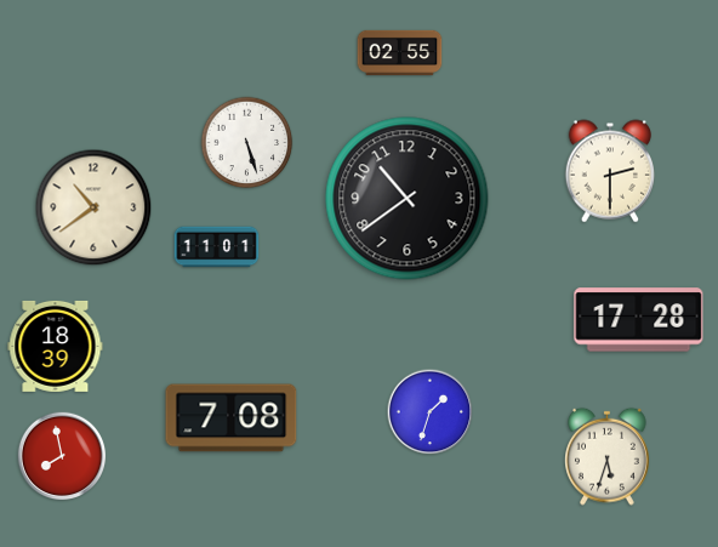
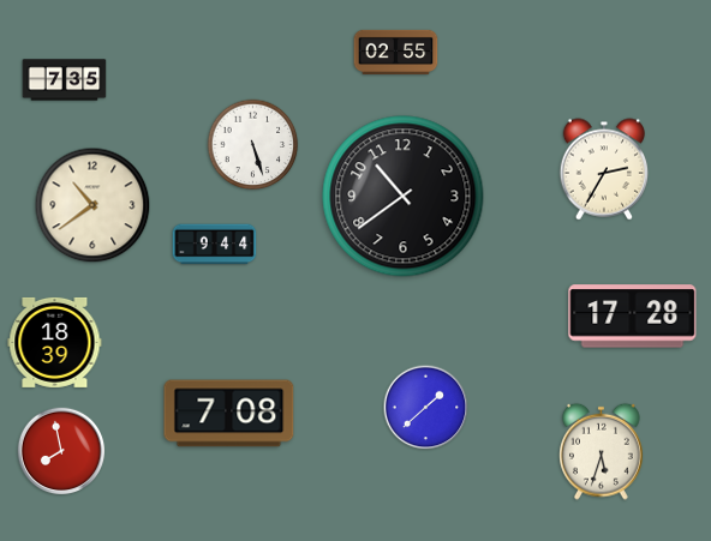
clock at (65, 80): none -> 7:35
clock at (247, 143) position: (247, 143) -> (253, 145)
clock at (609, 171): 2:30 -> 2:35
clock at (217, 247): 11:01 -> 9:44
clock at (431, 412): 1:33 -> 1:38
